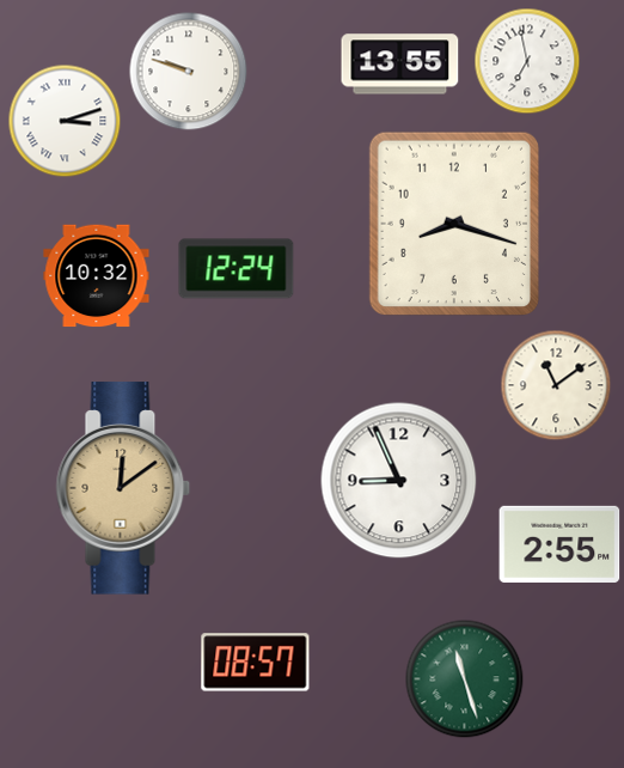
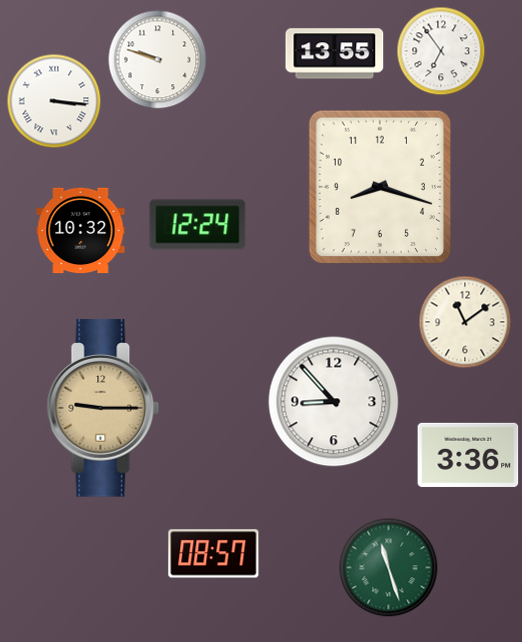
clock at (527, 61): 6:58 -> 6:54
clock at (65, 121): 3:12 -> 3:16
clock at (399, 481): 8:56 -> 8:53
clock at (123, 488): 12:09 -> 9:15
clock at (559, 544): 2:55 -> 3:36
